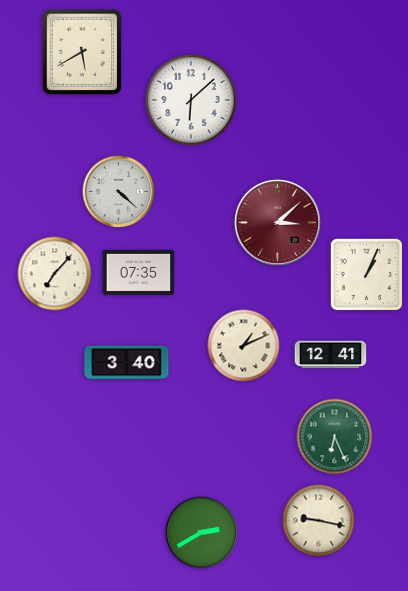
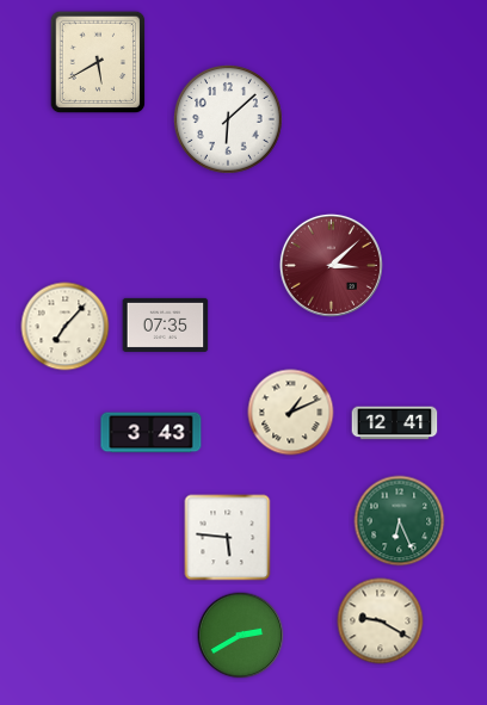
clock at (119, 192): 4:22 -> none
clock at (366, 274): 1:04 -> none
clock at (127, 363): 3:40 -> 3:43
clock at (228, 538): none -> 5:46
clock at (319, 521): 9:17 -> 9:20
